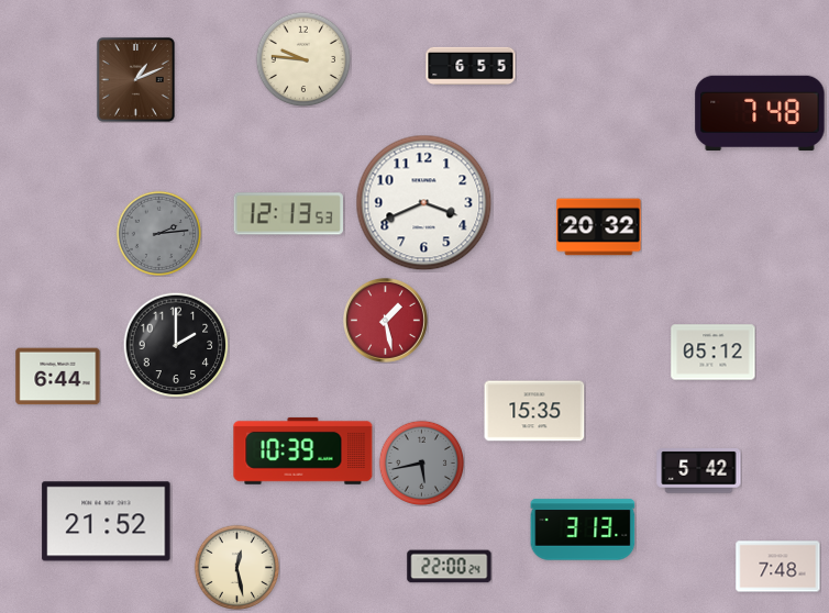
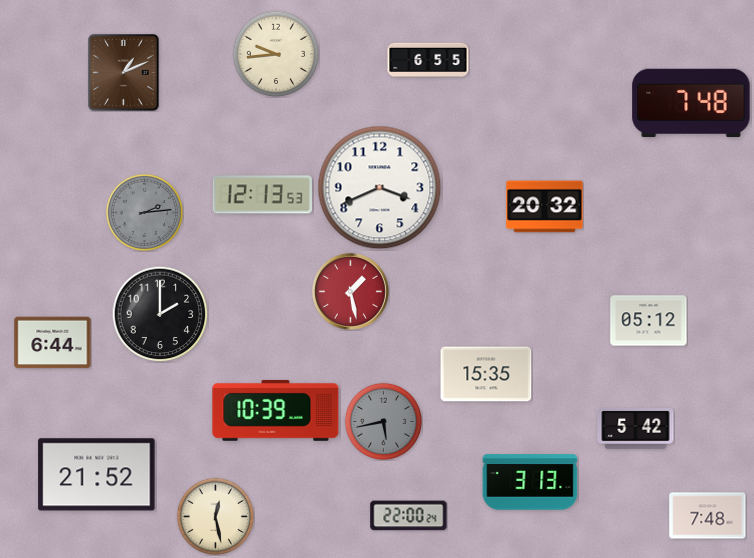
clock at (303, 59): 9:46 -> 9:44
clock at (424, 203) position: (424, 203) -> (380, 188)
